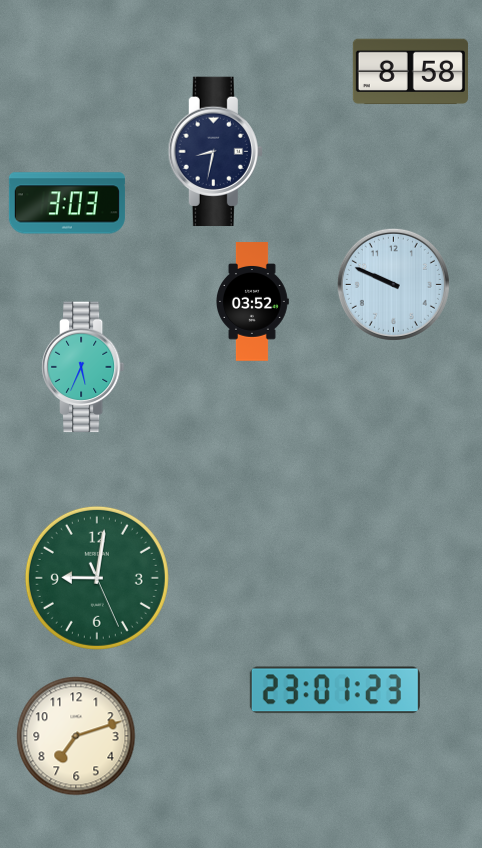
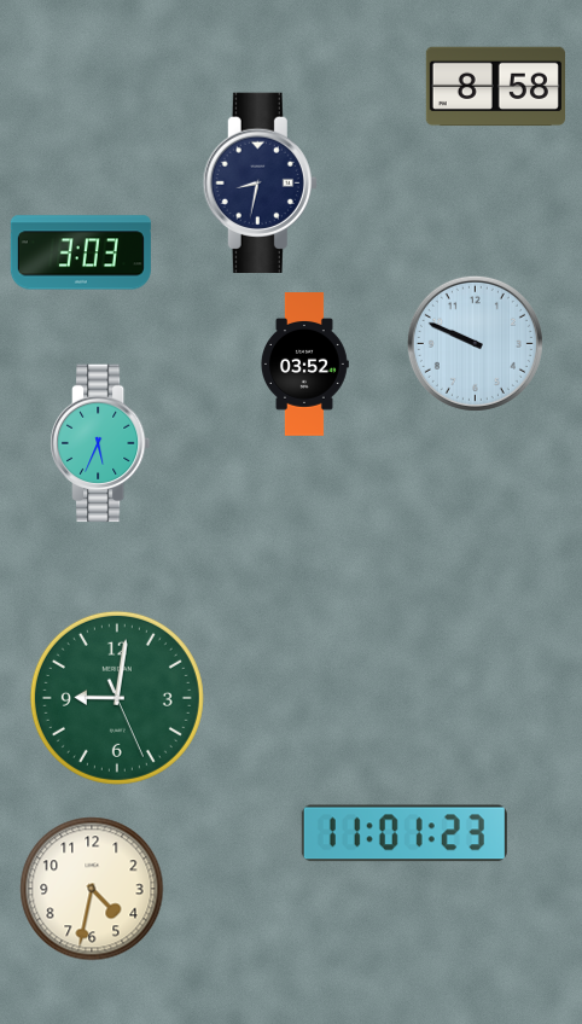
clock at (67, 203) position: (67, 203) -> (81, 252)
clock at (335, 690): 23:01 -> 11:01
clock at (76, 736): 7:12 -> 4:32
